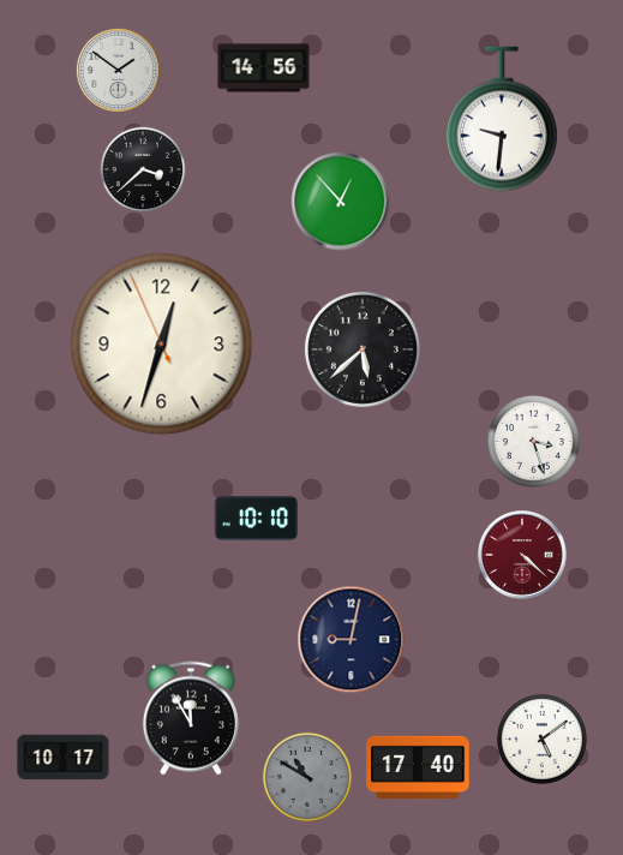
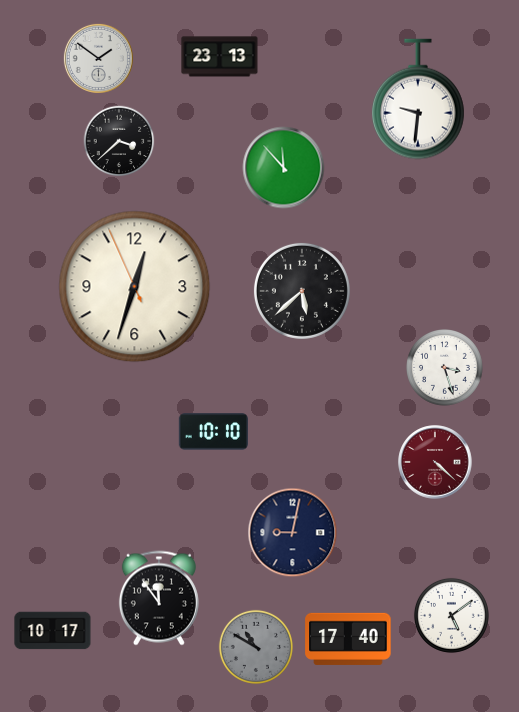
clock at (264, 68): 14:56 -> 23:13
clock at (341, 202): 12:53 -> 11:53
clock at (191, 718): 11:55 -> 11:54
